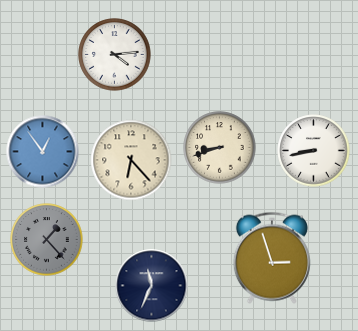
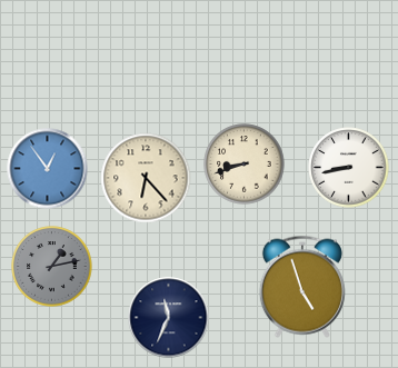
clock at (115, 55): 4:14 -> none
clock at (47, 240): 1:23 -> 1:13
clock at (272, 258): 2:57 -> 4:57
